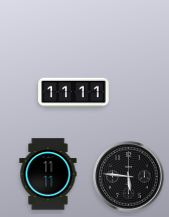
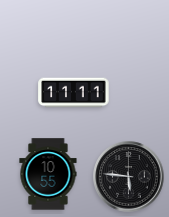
clock at (48, 174): 11:11 -> 10:55
